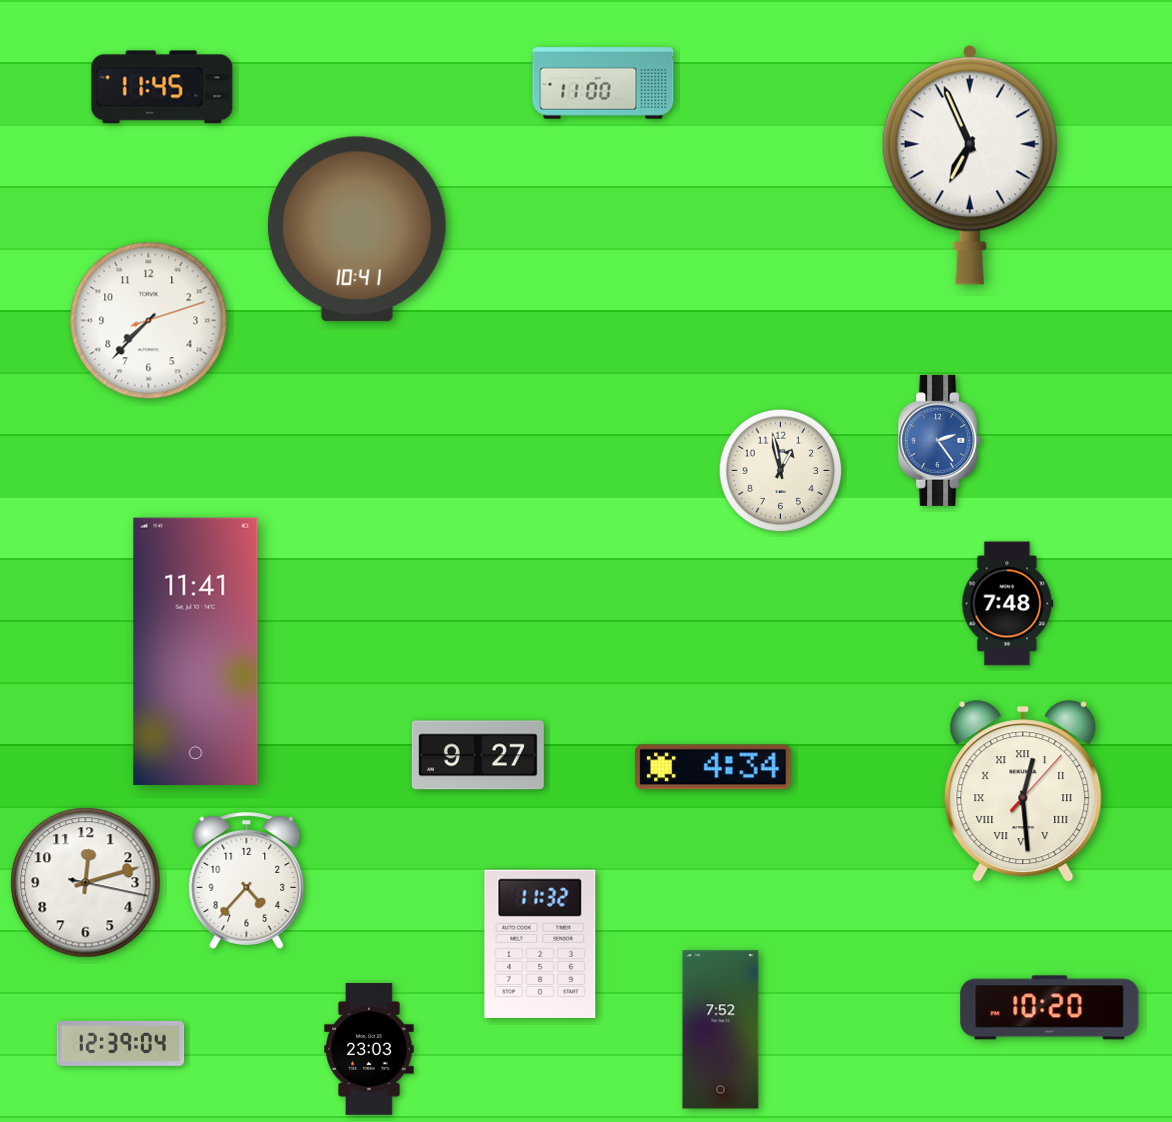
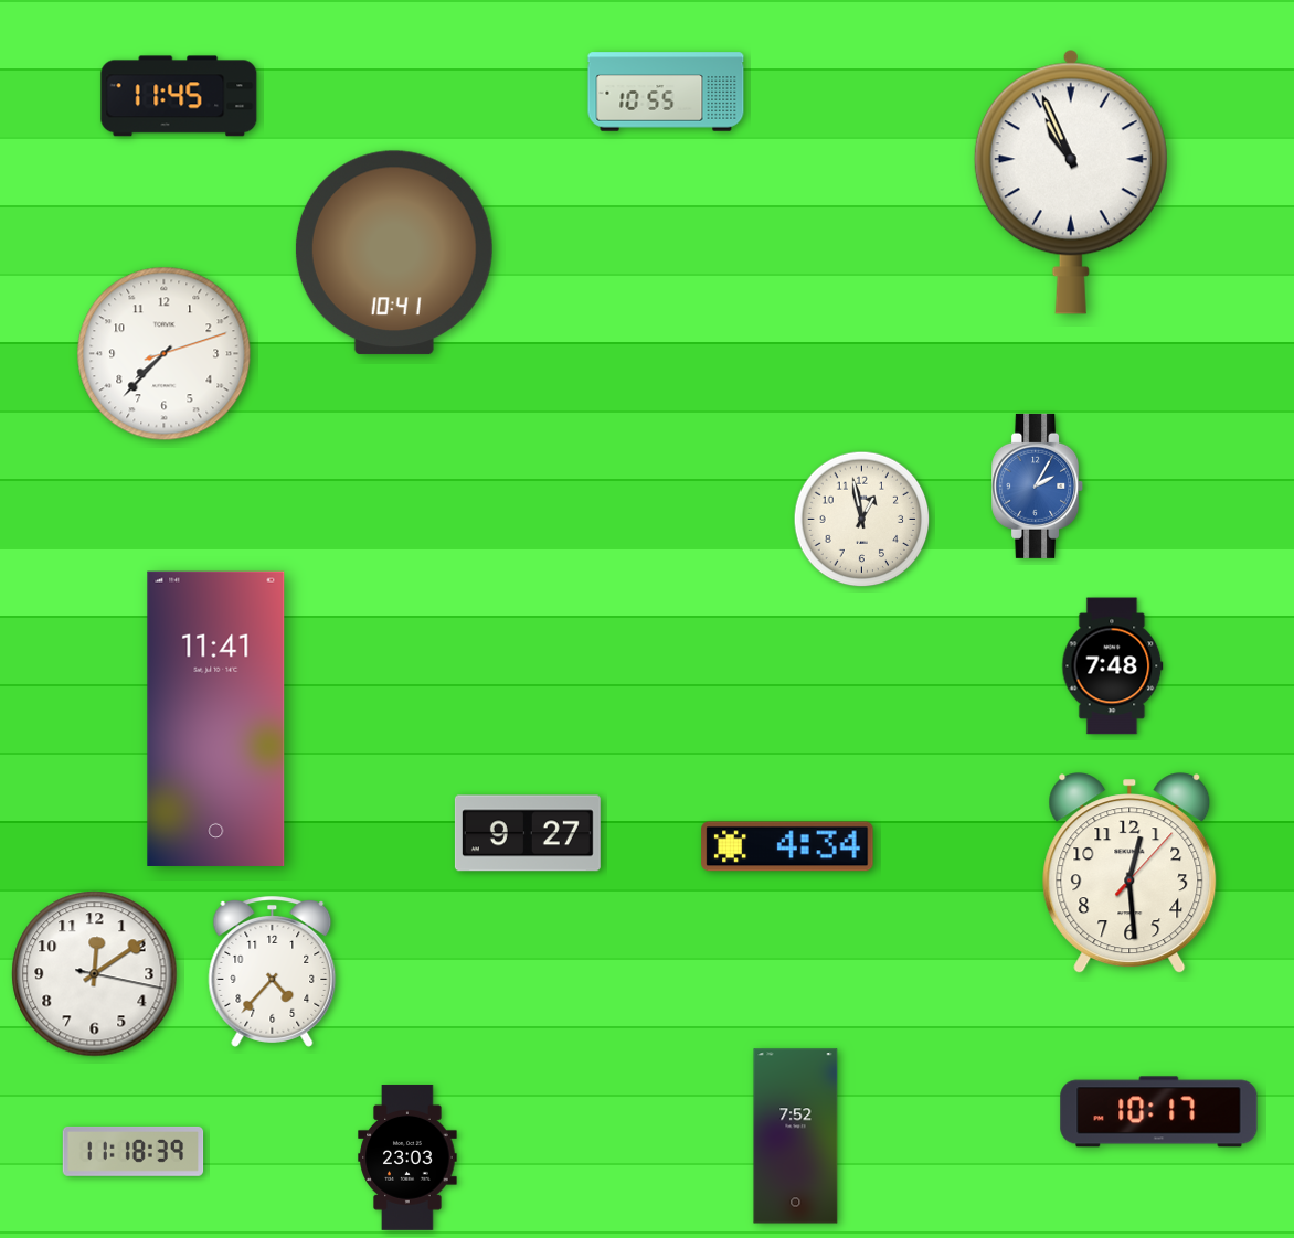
clock at (603, 83): 11:00 -> 10:55
clock at (970, 165): 6:56 -> 10:56
clock at (940, 440): 2:24 -> 2:05
clock at (1023, 792) numerals: Roman -> Arabic
clock at (86, 883): 12:12 -> 12:09
clock at (540, 944): 11:32 -> none
clock at (1050, 1008): 10:20 -> 10:17
clock at (121, 1043): 12:39 -> 11:18
